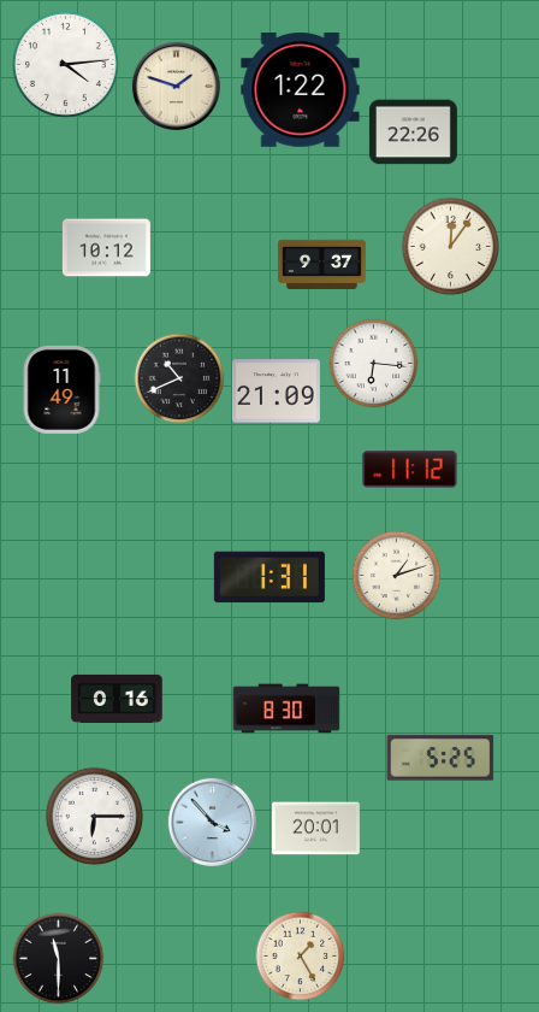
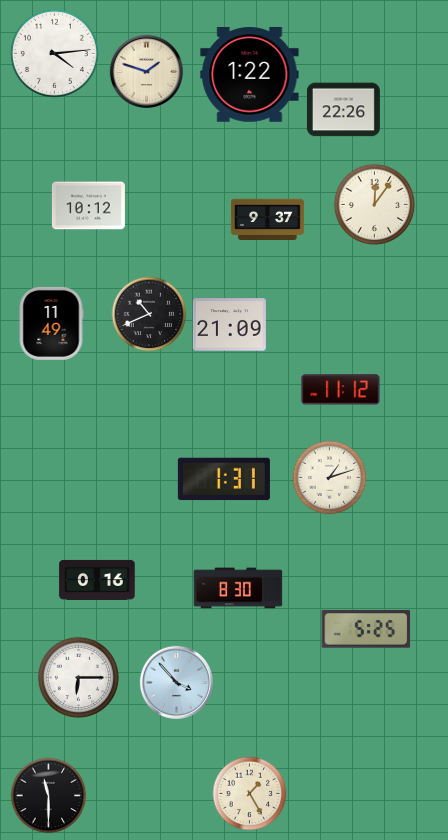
clock at (374, 364): 6:16 -> none
clock at (315, 829): 20:01 -> none
